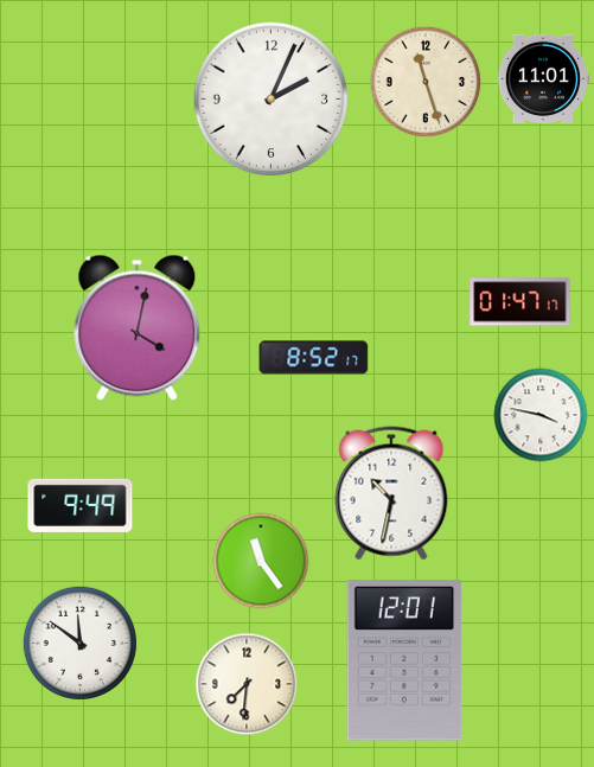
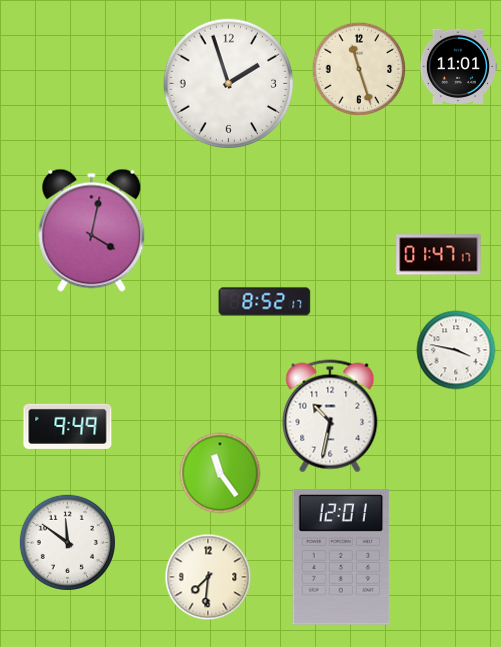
clock at (272, 100): 2:04 -> 1:57
clock at (138, 327) position: (138, 327) -> (92, 230)
